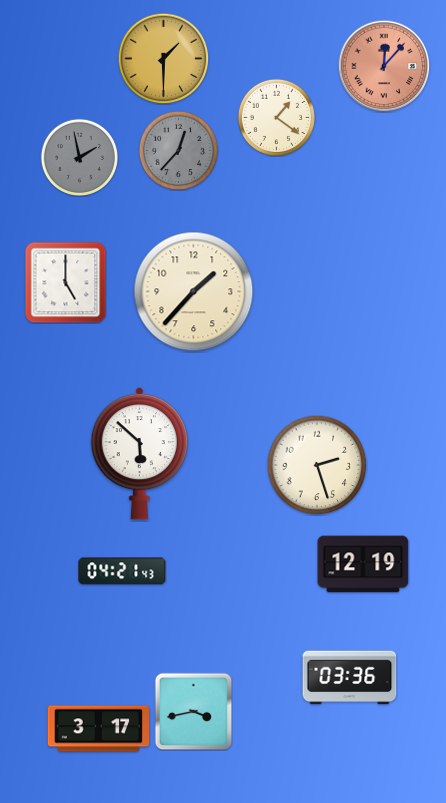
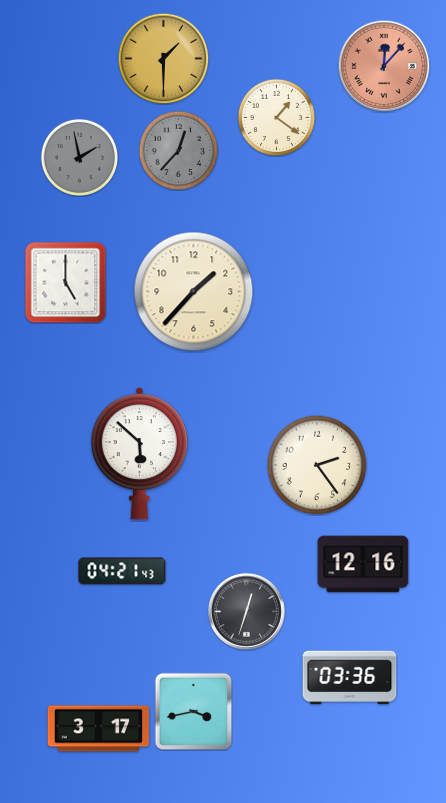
clock at (317, 465): 2:27 -> 2:24
clock at (363, 564): 12:19 -> 12:16
clock at (247, 612): none -> 12:33
